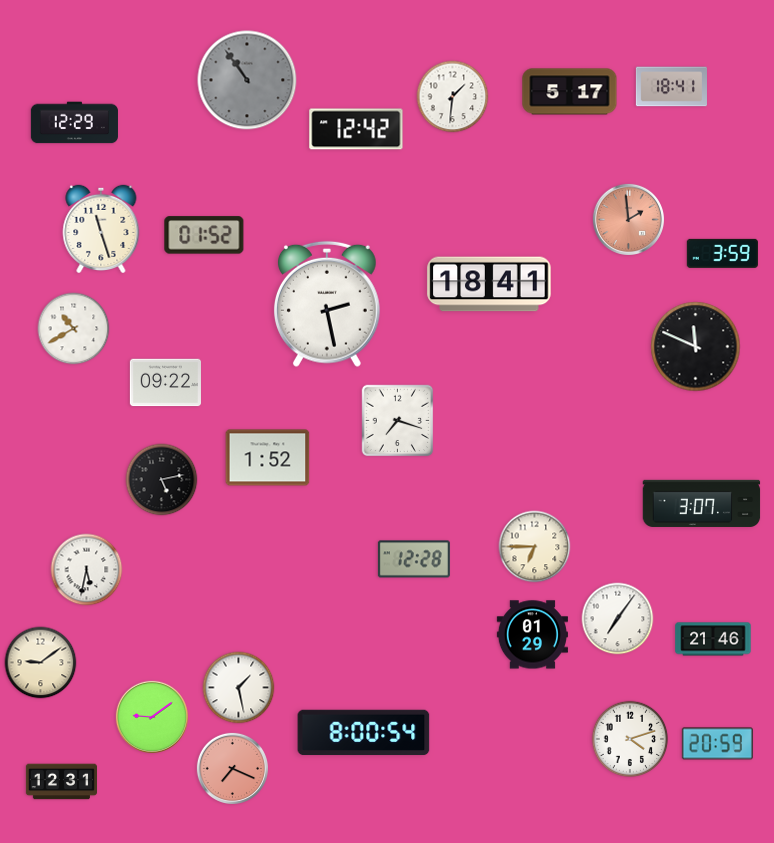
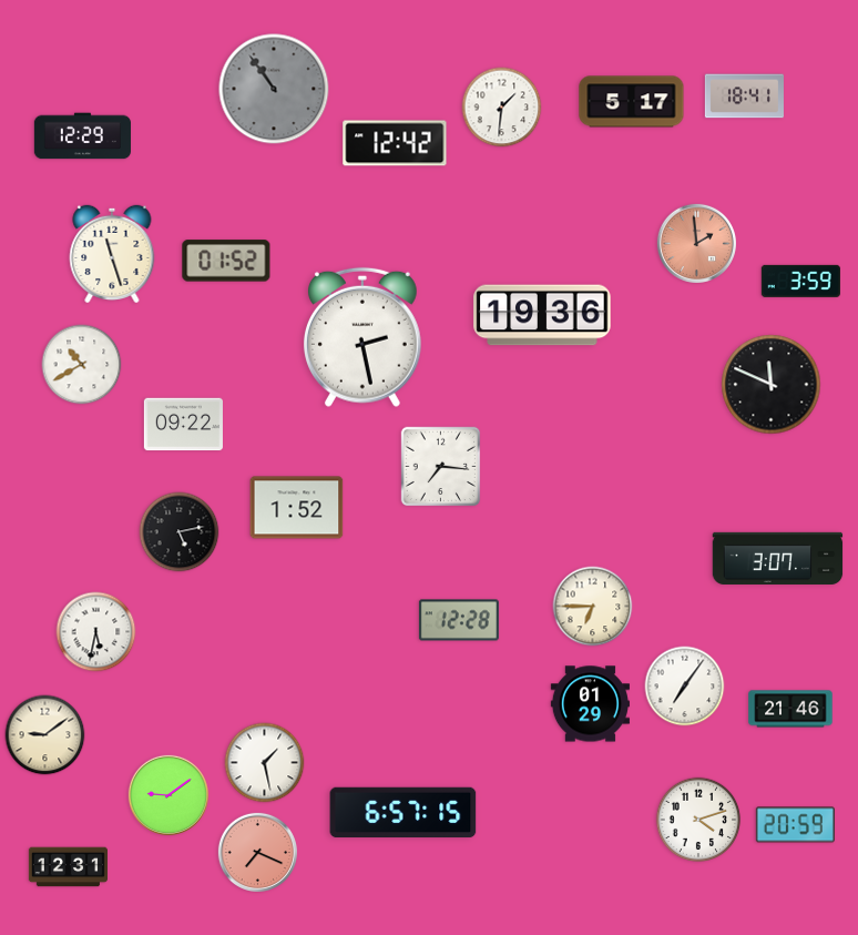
clock at (489, 284): 18:41 -> 19:36
clock at (398, 421): 7:18 -> 7:16
clock at (364, 733): 8:00 -> 6:57
